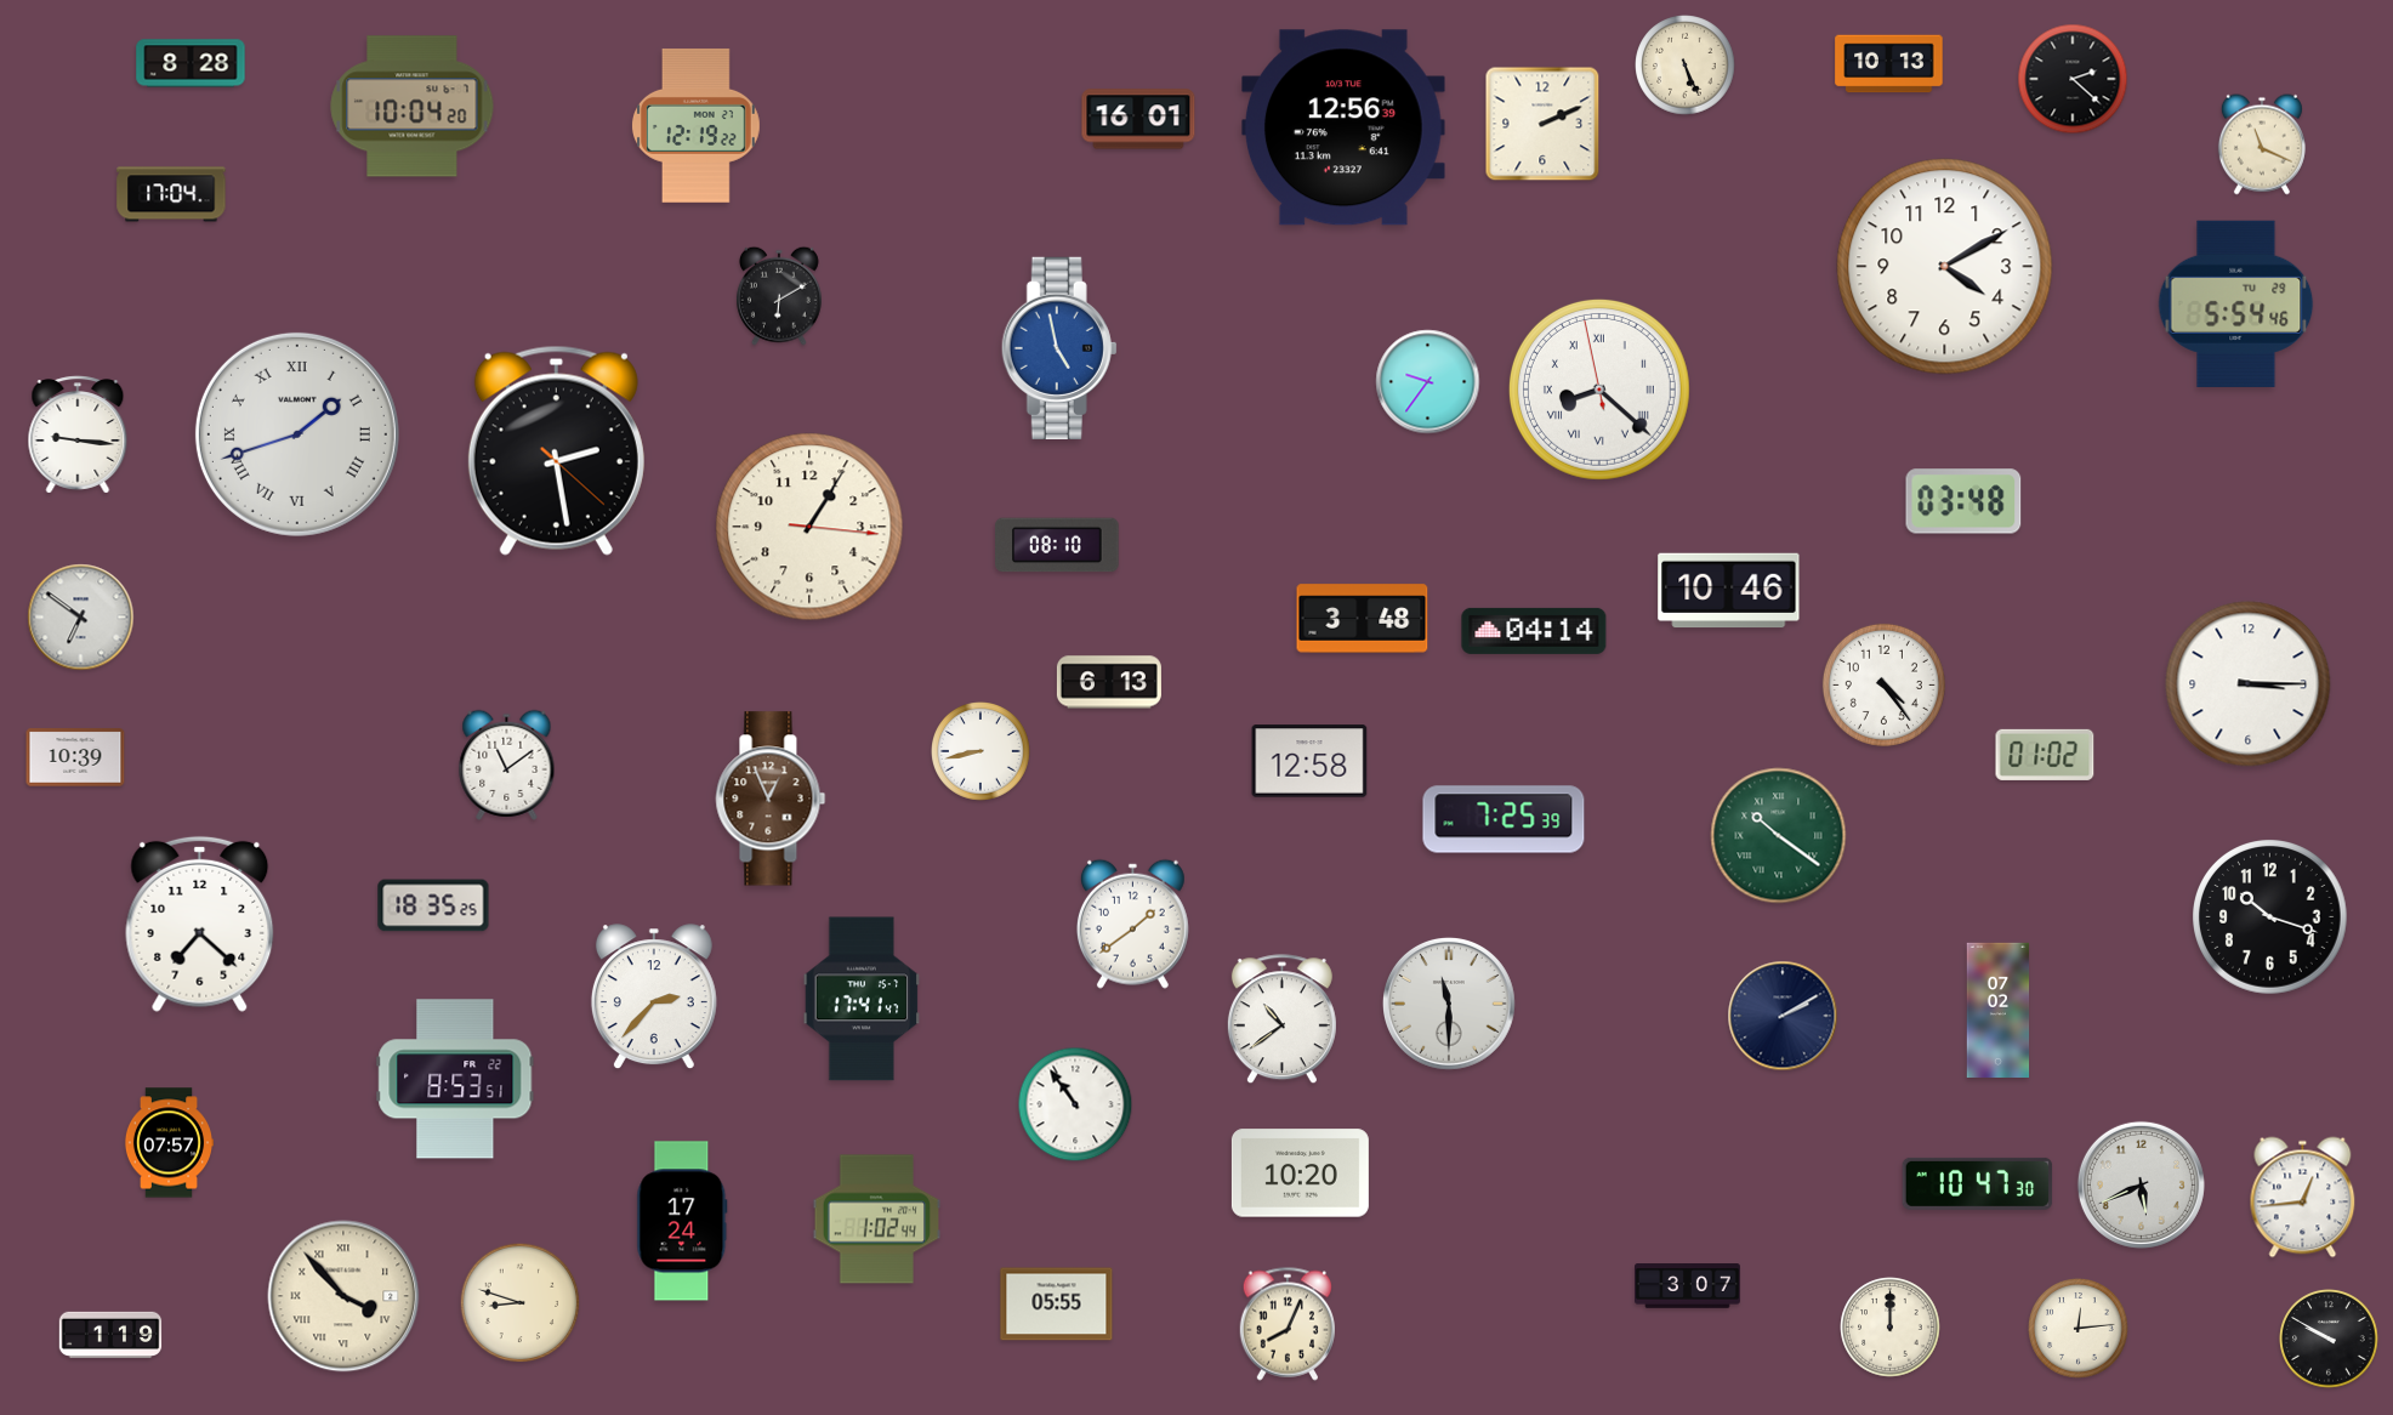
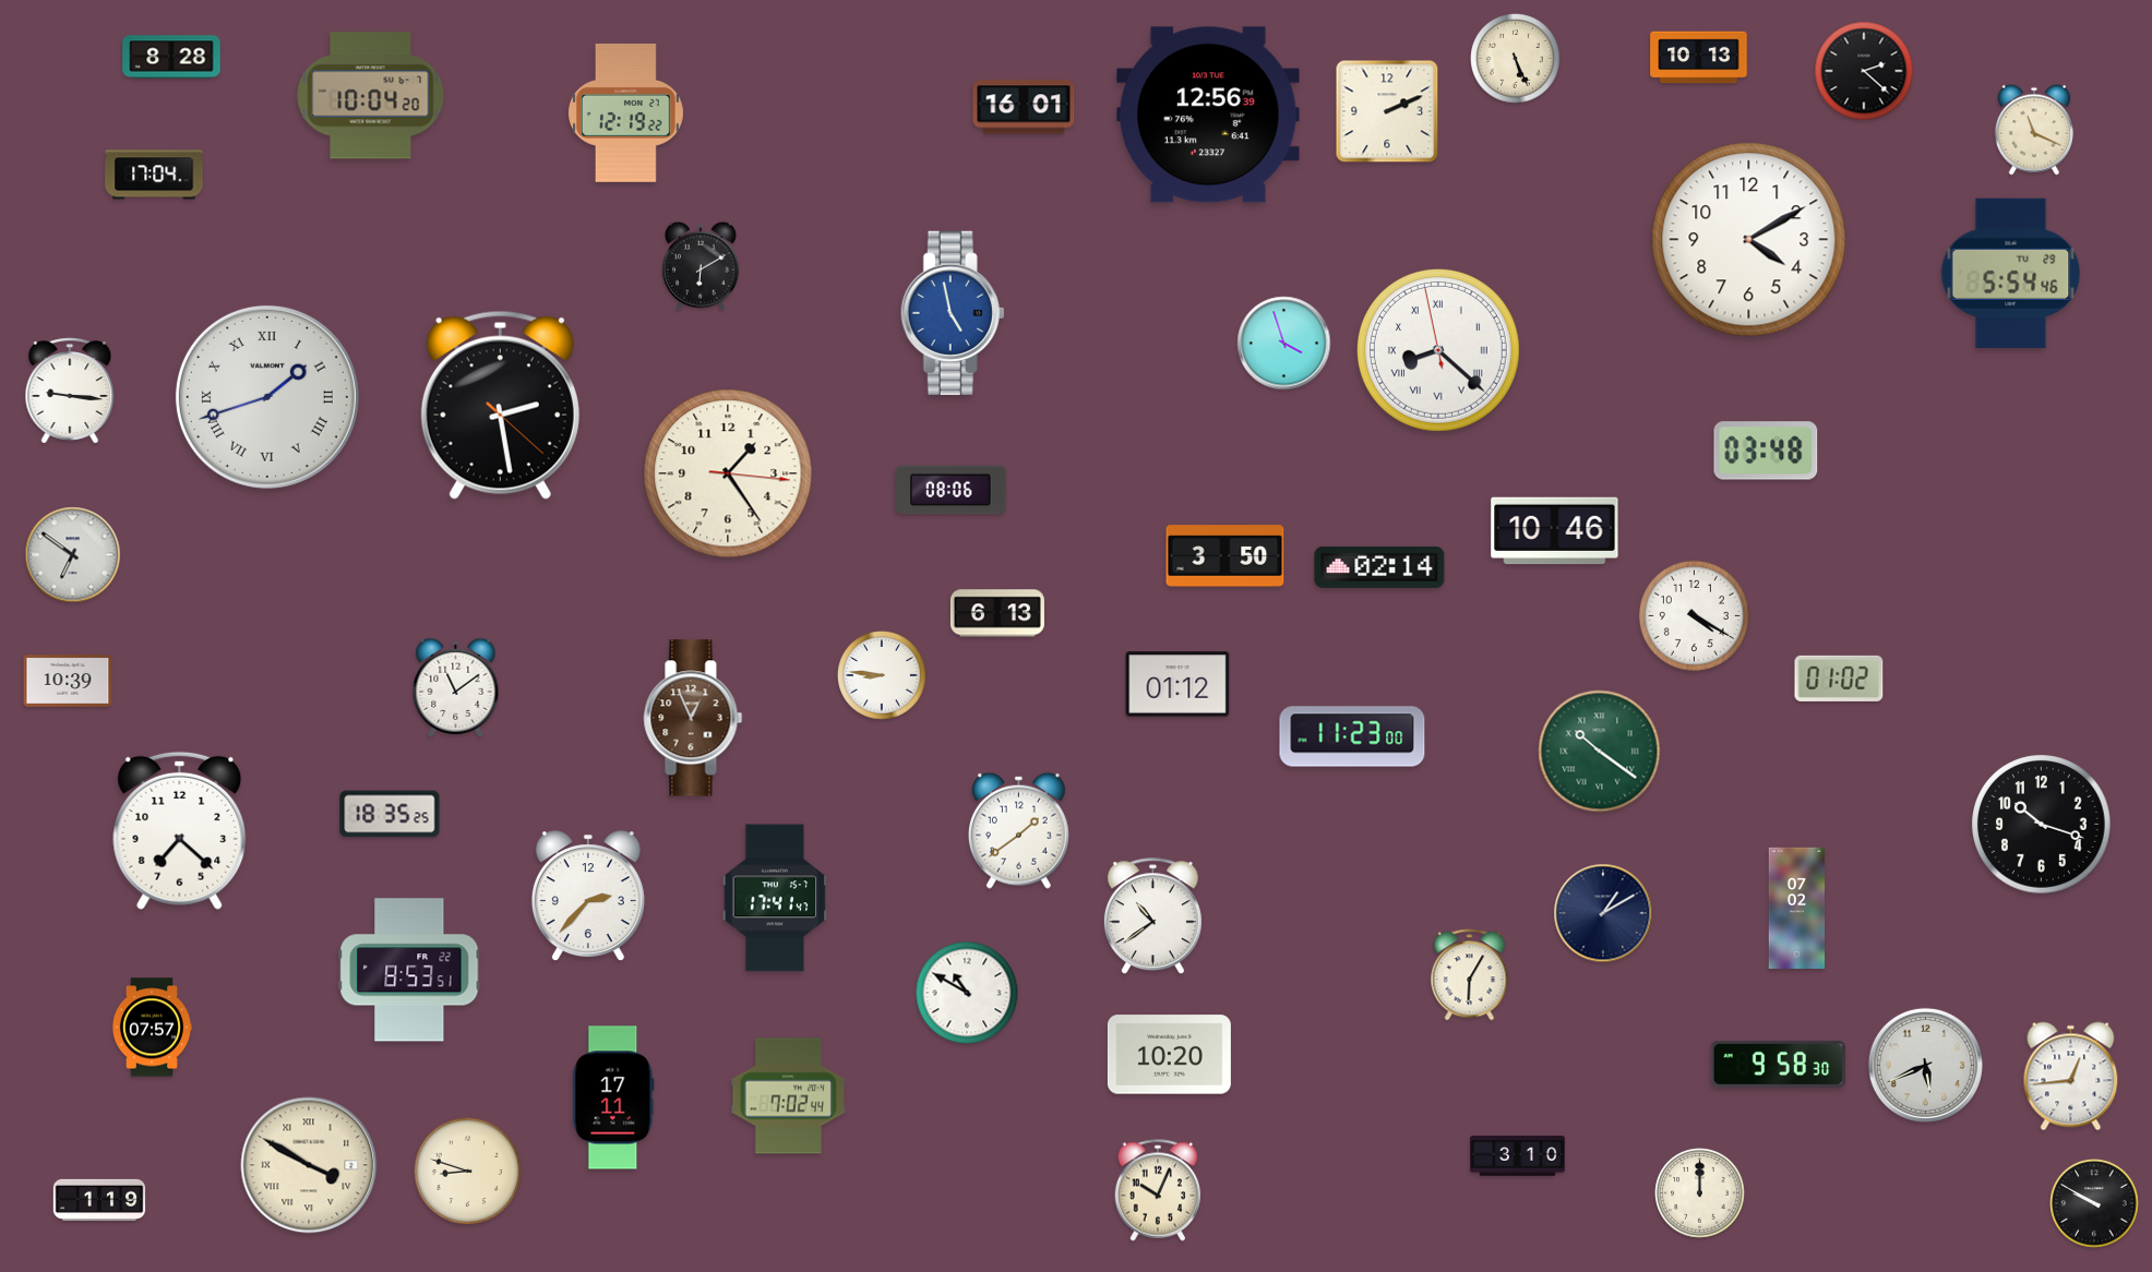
clock at (1428, 382): 9:36 -> 3:57
clock at (297, 434) position: (297, 434) -> (267, 397)
clock at (809, 527): 1:05 -> 1:24
clock at (1057, 545): 08:10 -> 08:06
clock at (1363, 619): 3:48 -> 3:50
clock at (1534, 631): 04:14 -> 02:14
clock at (1883, 684): 4:24 -> 4:20
clock at (2249, 684): 3:15 -> none
clock at (982, 752): 8:43 -> 8:46
clock at (1309, 761): 12:58 -> 01:12
clock at (1504, 819): 7:25 -> 11:23
clock at (1450, 1005): 11:30 -> none
clock at (1783, 1016): 2:10 -> 1:10
clock at (1470, 975): none -> 6:05
clock at (1075, 1104): 10:54 -> 10:50
clock at (1978, 1183): 10:47 -> 9:58
clock at (877, 1220): 1:02 -> 7:02
clock at (682, 1221): 17:24 -> 17:11
clock at (1688, 1286): 3:07 -> 3:10
clock at (343, 1296): 3:53 -> 3:50
clock at (1057, 1305): 05:55 -> none
clock at (1286, 1324): 8:04 -> 10:04
clock at (2079, 1329): 12:14 -> none
